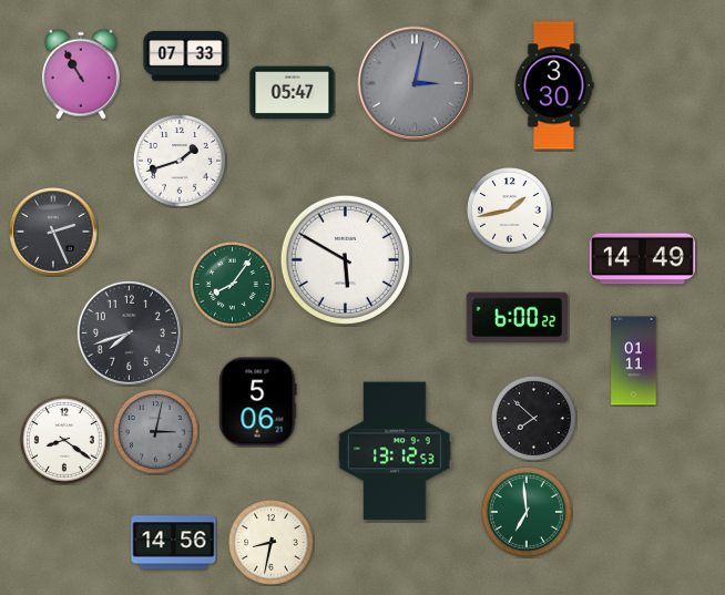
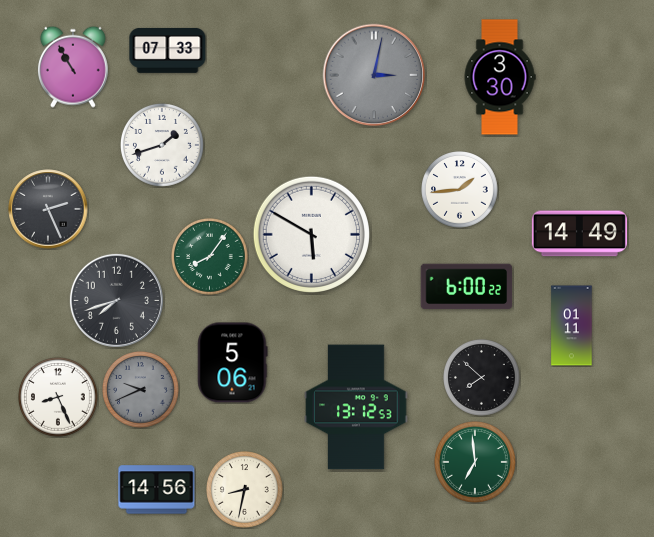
clock at (293, 93): 05:47 -> none
clock at (510, 211): 1:43 -> 1:44
clock at (156, 432): 3:02 -> 9:41
clock at (65, 441): 8:21 -> 8:26
